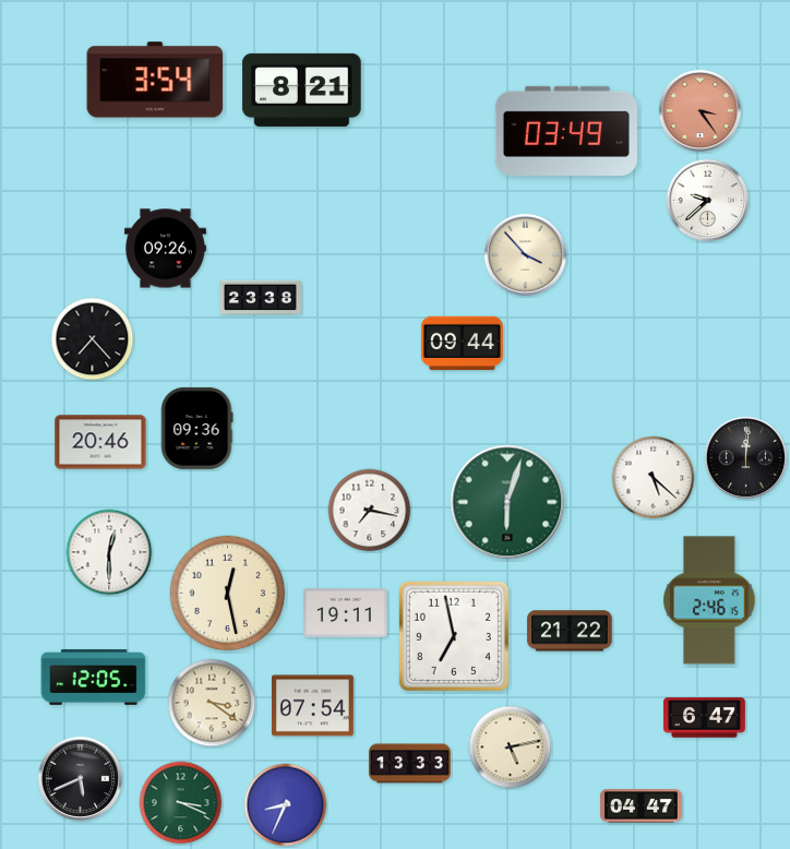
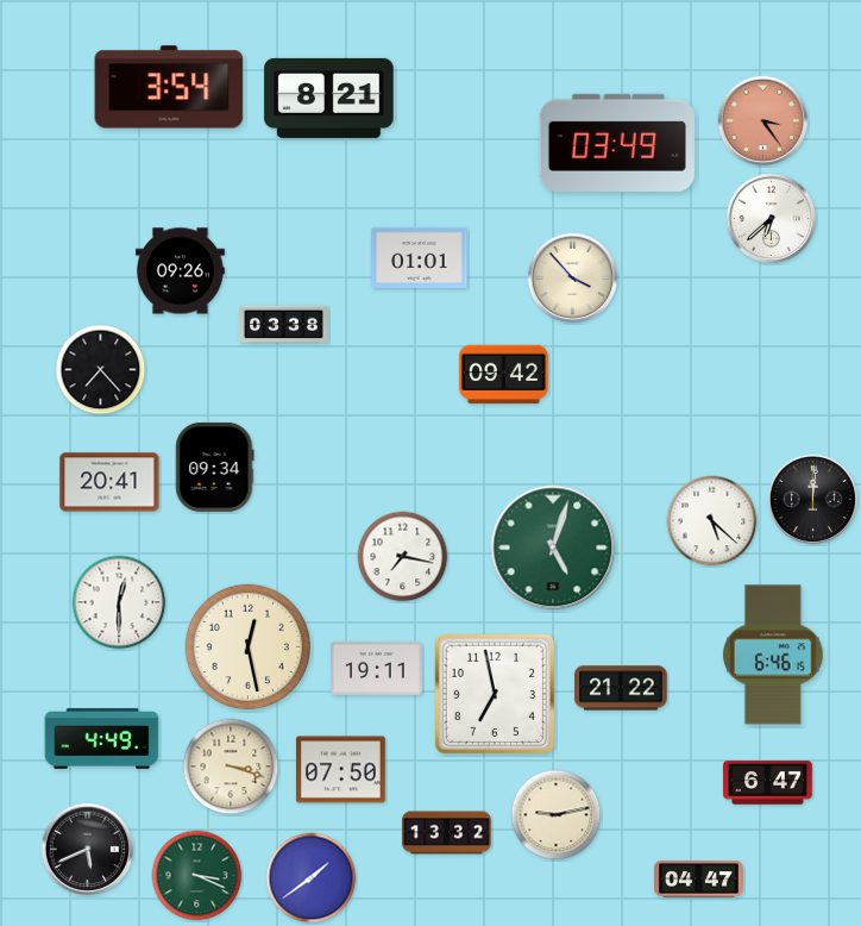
clock at (708, 201): 9:38 -> 6:38
clock at (420, 257): none -> 01:01
clock at (260, 298): 23:38 -> 03:38
clock at (462, 344): 09:44 -> 09:42
clock at (197, 428): 09:36 -> 09:34
clock at (100, 442): 20:46 -> 20:41
clock at (507, 502): 6:03 -> 5:03
clock at (709, 600): 2:46 -> 6:46
clock at (94, 677): 12:05 -> 4:49
clock at (212, 703): 3:21 -> 3:18
clock at (312, 706): 07:54 -> 07:50
clock at (511, 748): 5:13 -> 9:13
clock at (410, 764): 13:33 -> 13:32
clock at (286, 805): 8:34 -> 1:39
